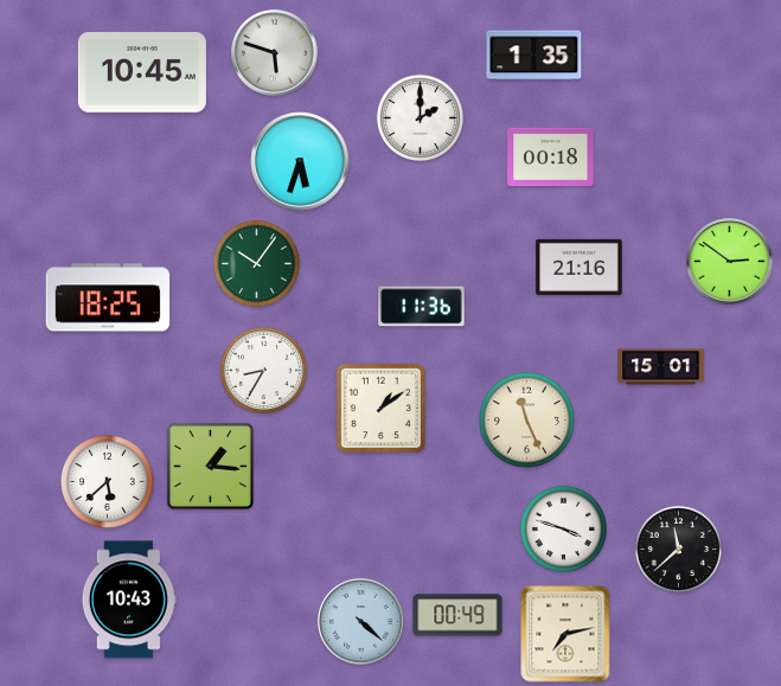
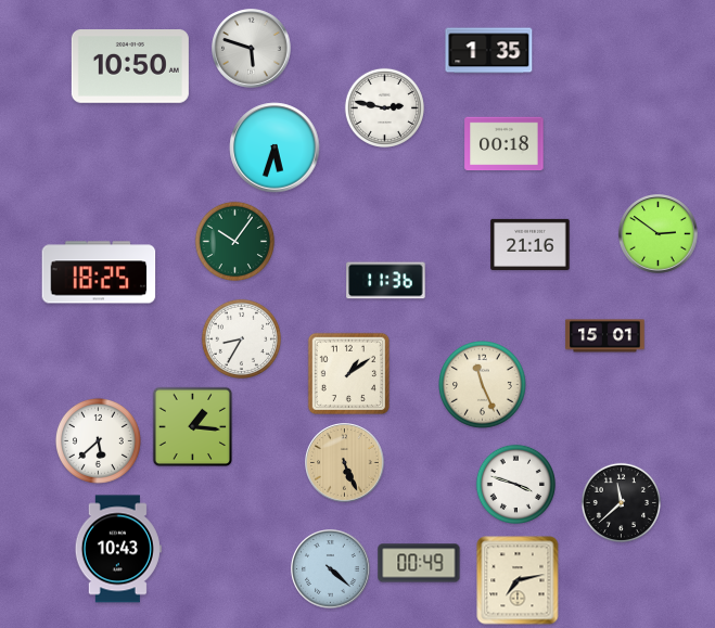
clock at (142, 73): 10:45 -> 10:50
clock at (420, 117): 2:00 -> 2:47
clock at (730, 262) position: (730, 262) -> (659, 234)
clock at (345, 463): none -> 5:26
